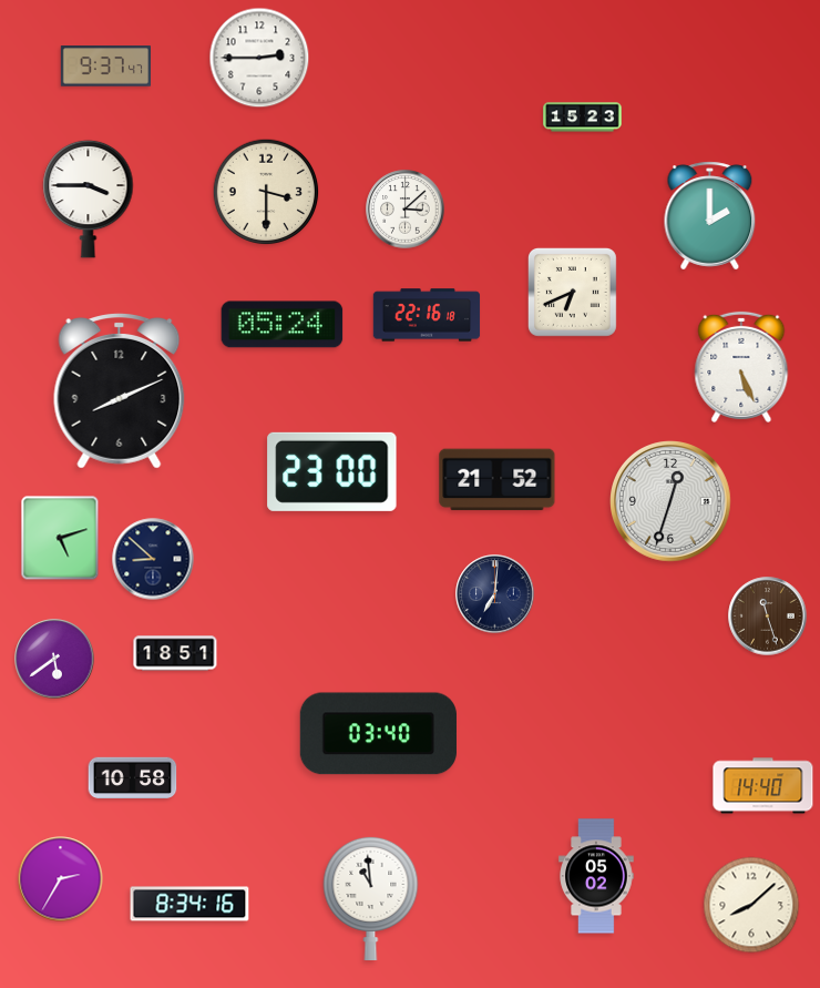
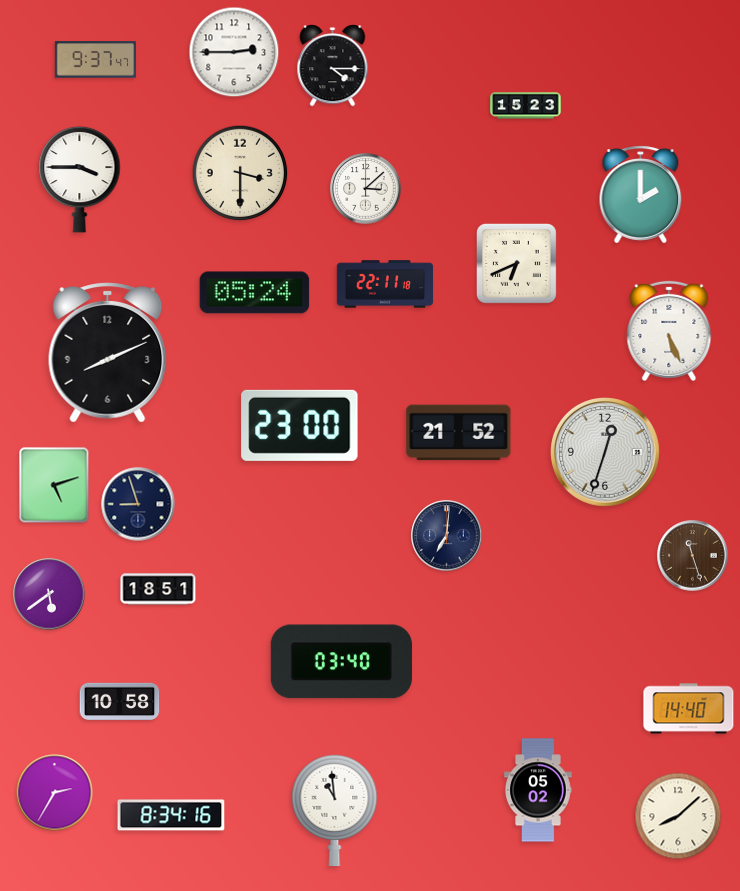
clock at (333, 66): none -> 4:15
clock at (427, 315): 22:16 -> 22:11
clock at (498, 480) position: (498, 480) -> (459, 433)
clock at (153, 559): 8:52 -> 8:57
